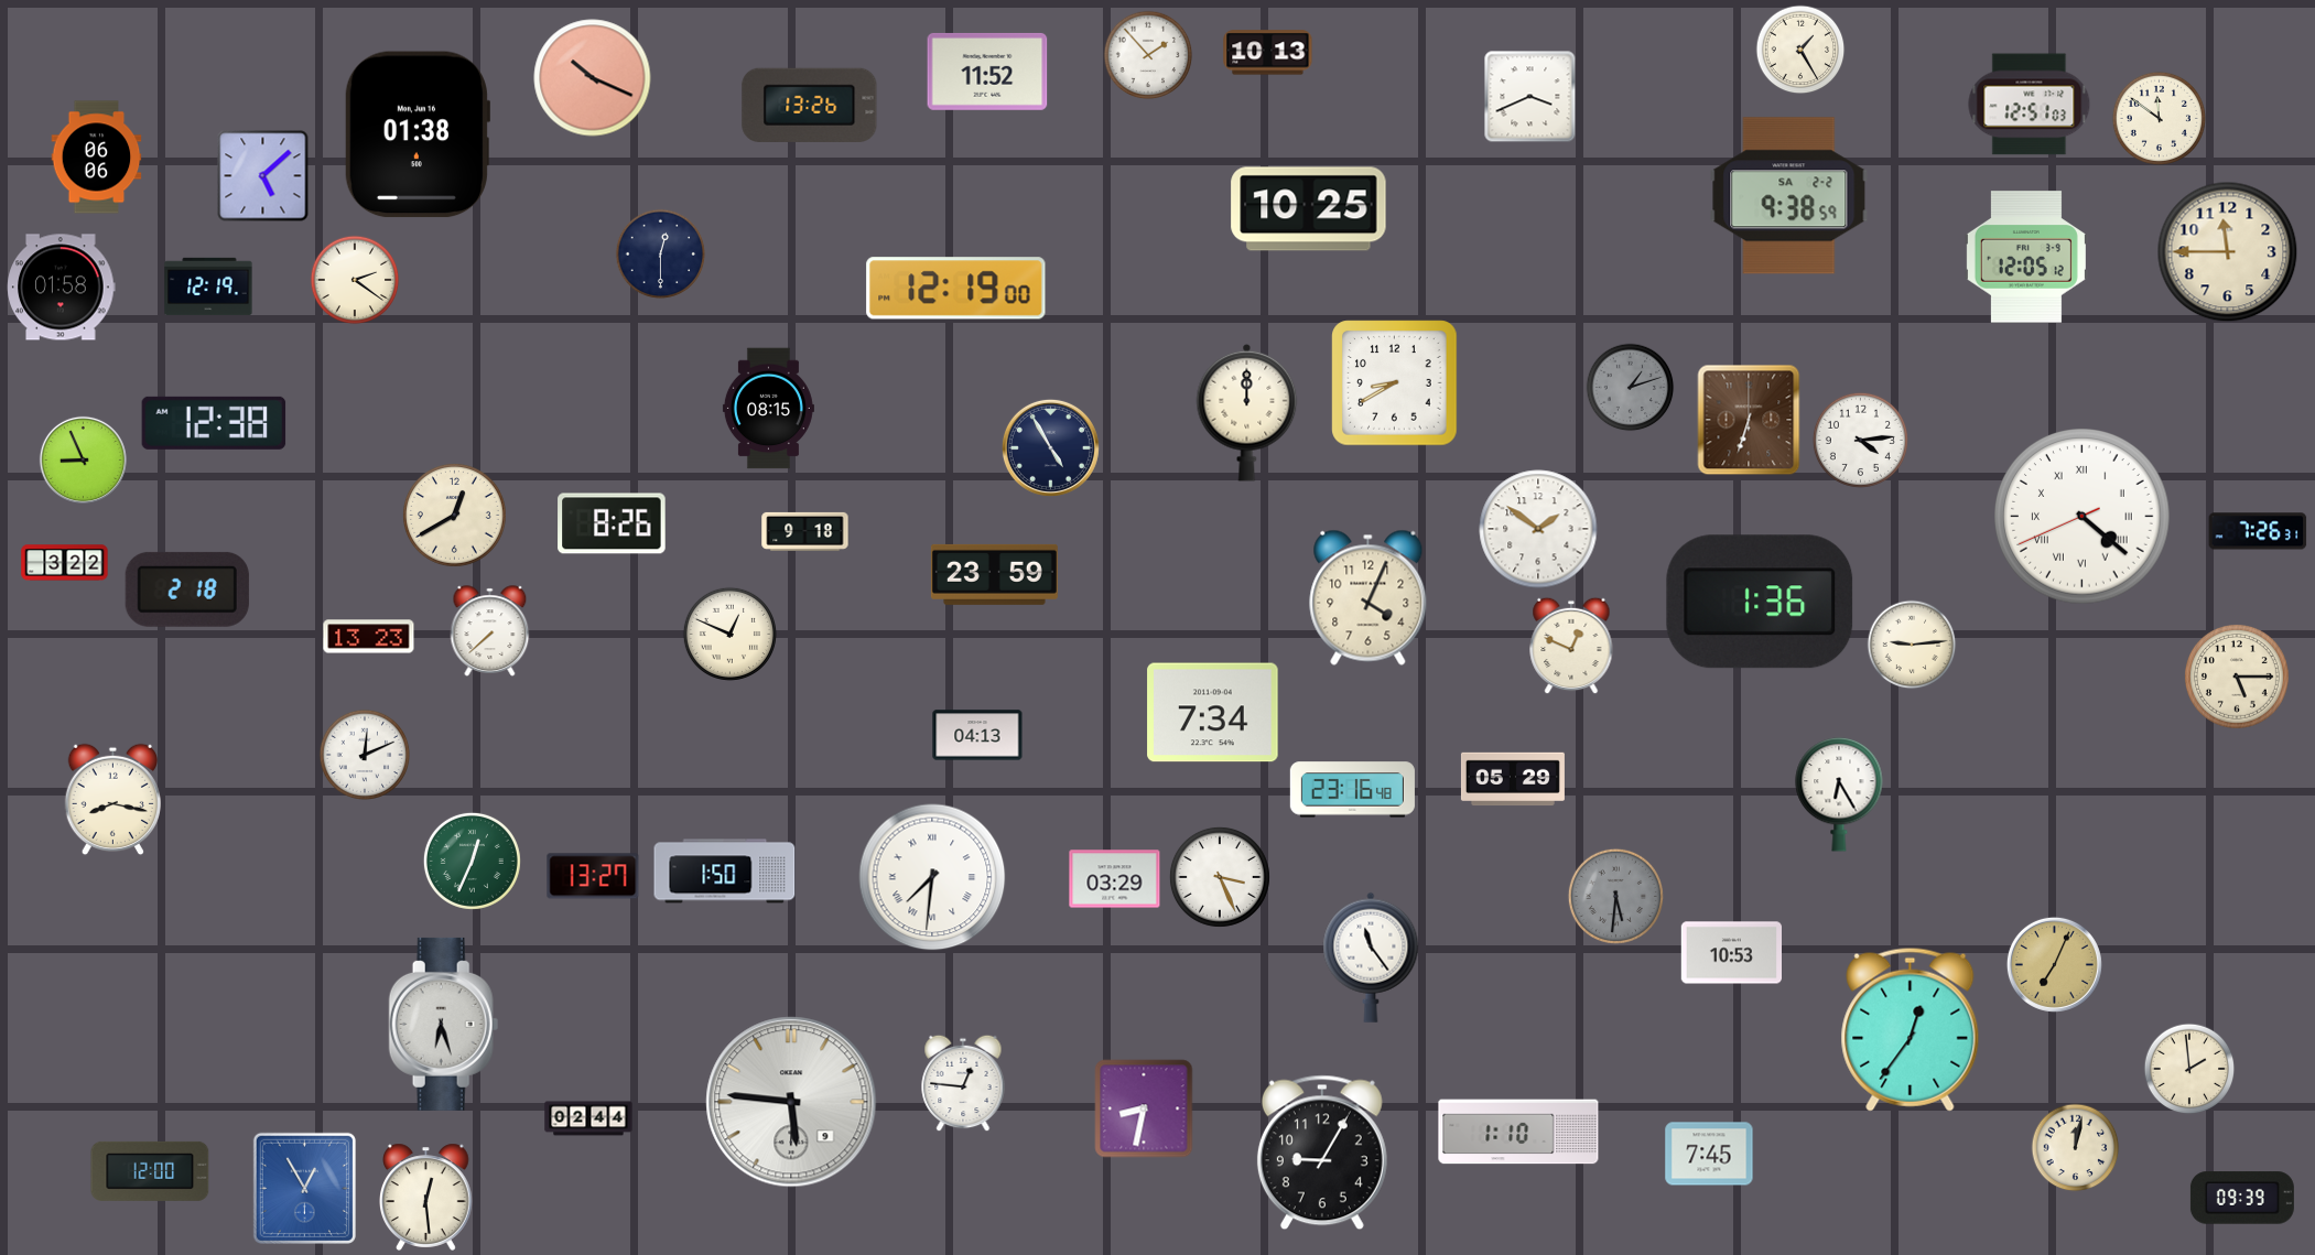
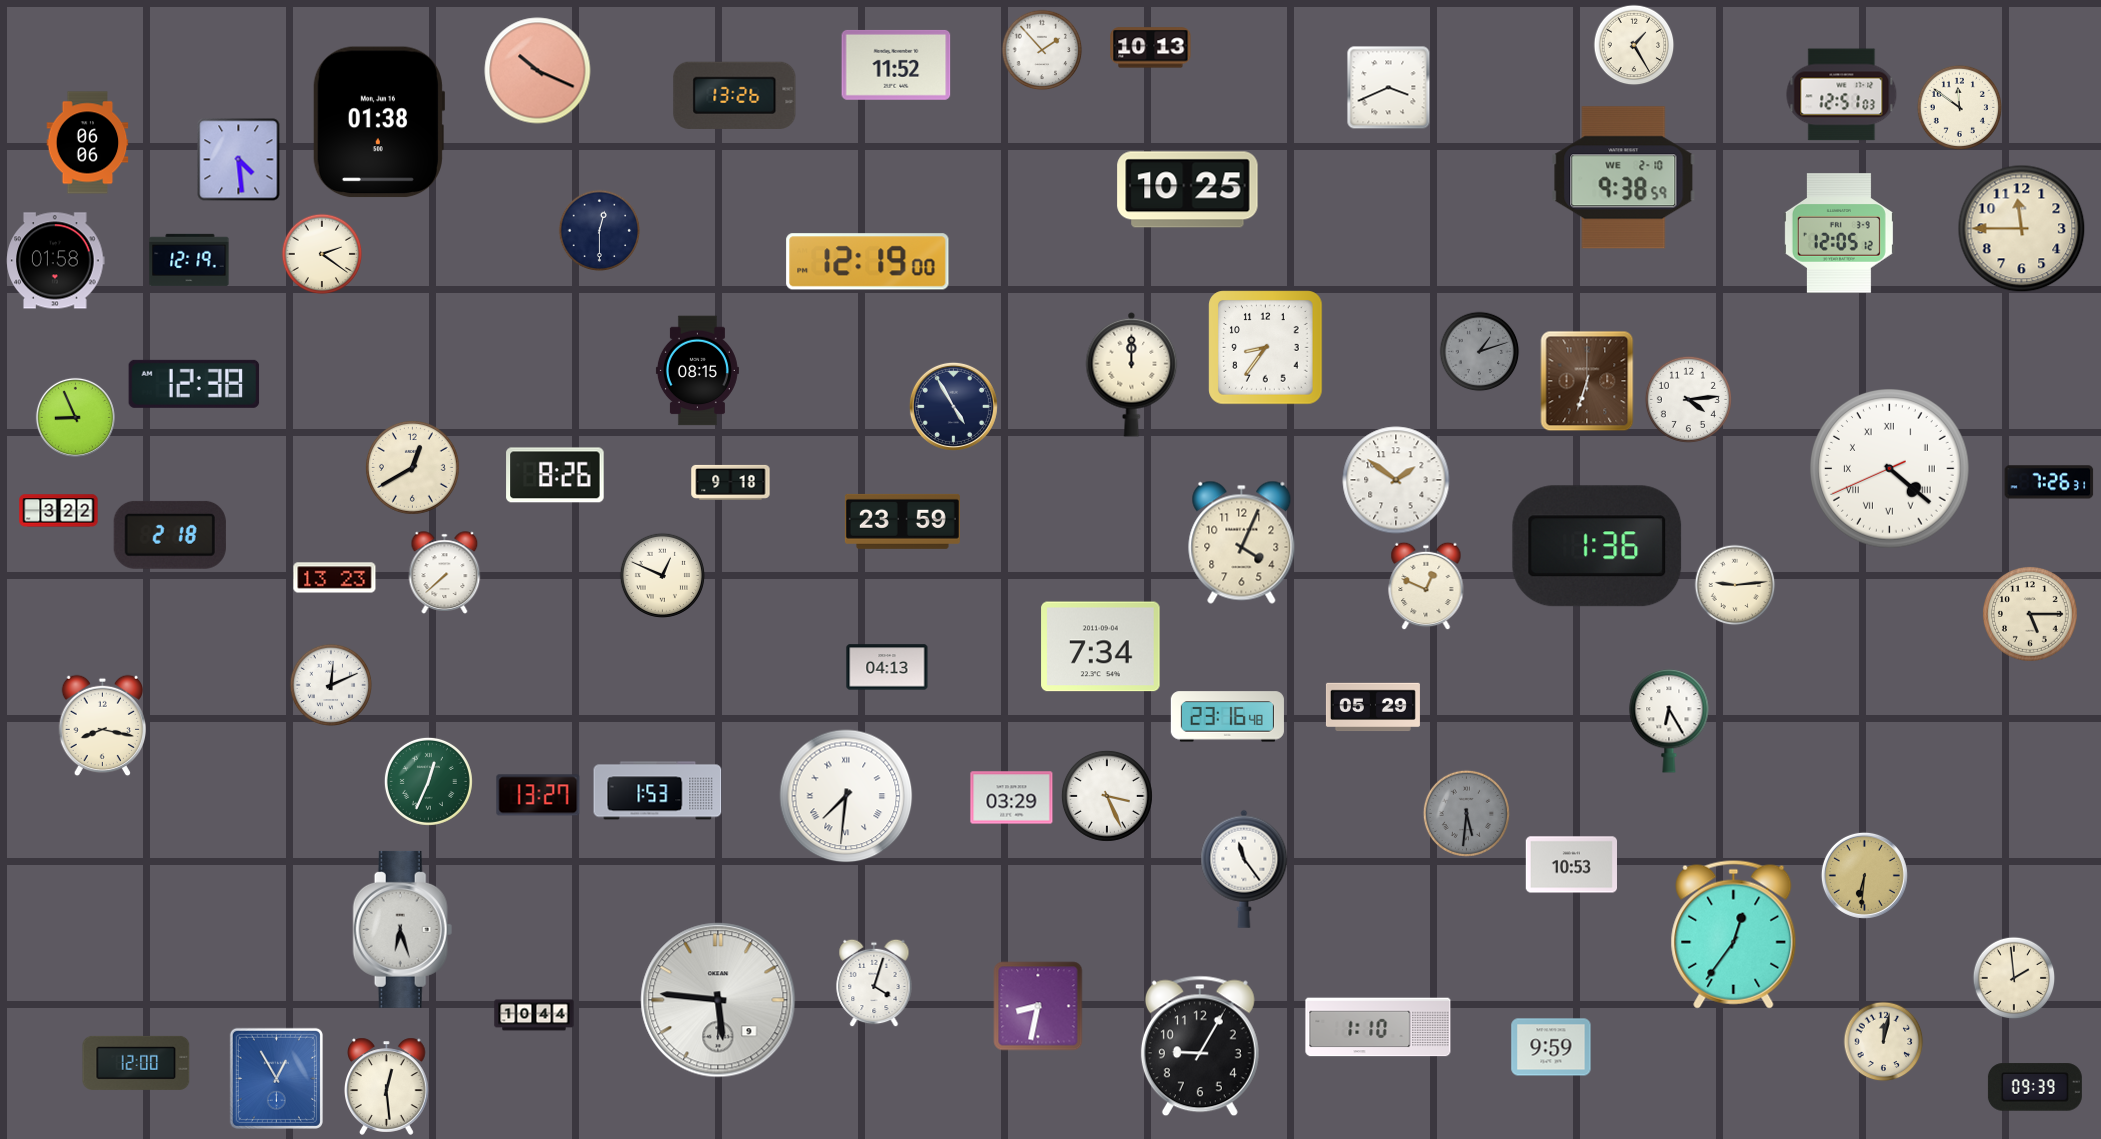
clock at (263, 176): 5:08 -> 4:29
clock at (1789, 196) date: SA 2-2 -> WE 2-10
clock at (1395, 383): 8:40 -> 8:36
clock at (725, 872): 1:50 -> 1:53
clock at (2054, 964): 7:04 -> 6:31
clock at (2189, 1069) position: (2189, 1069) -> (2014, 978)
clock at (963, 1083): 12:46 -> 4:03
clock at (588, 1118): 02:44 -> 10:44
clock at (1709, 1154): 7:45 -> 9:59
